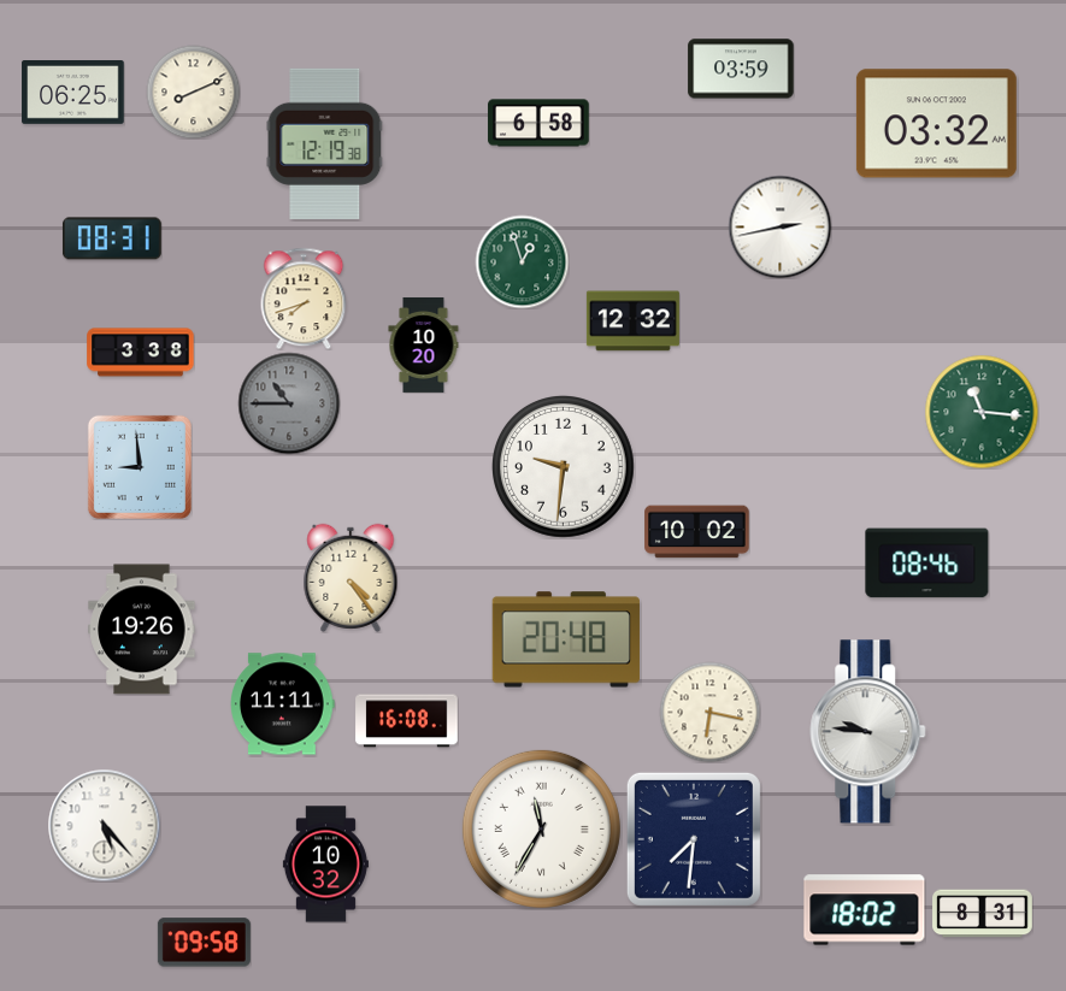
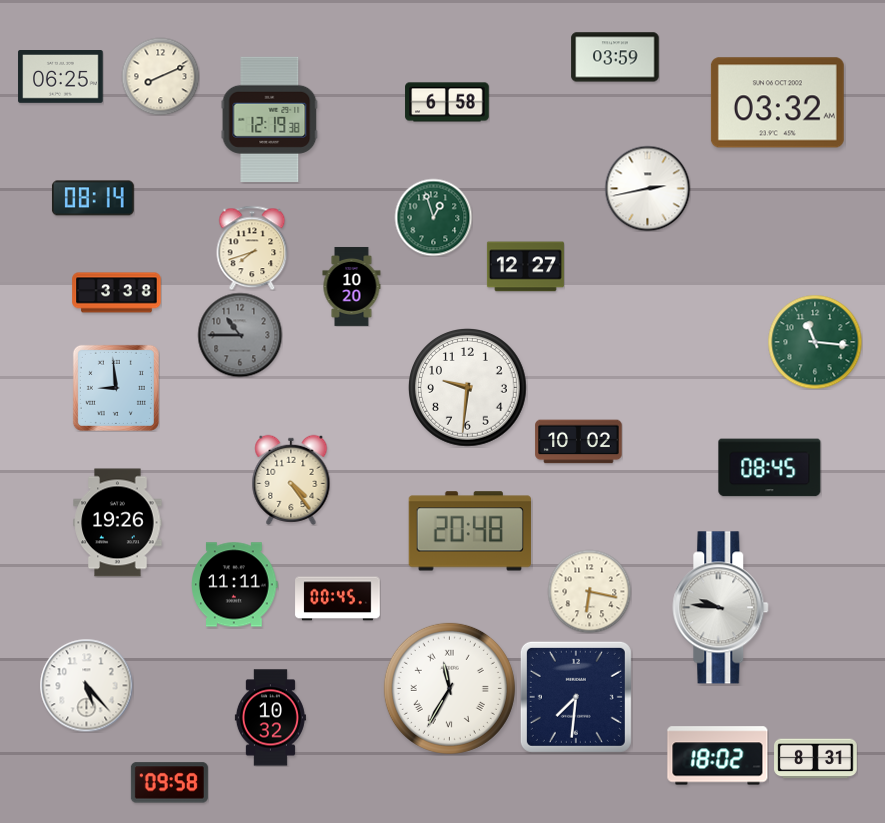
clock at (112, 238): 08:31 -> 08:14
clock at (632, 322): 12:32 -> 12:27
clock at (927, 564): 08:46 -> 08:45
clock at (407, 721): 16:08 -> 00:45
